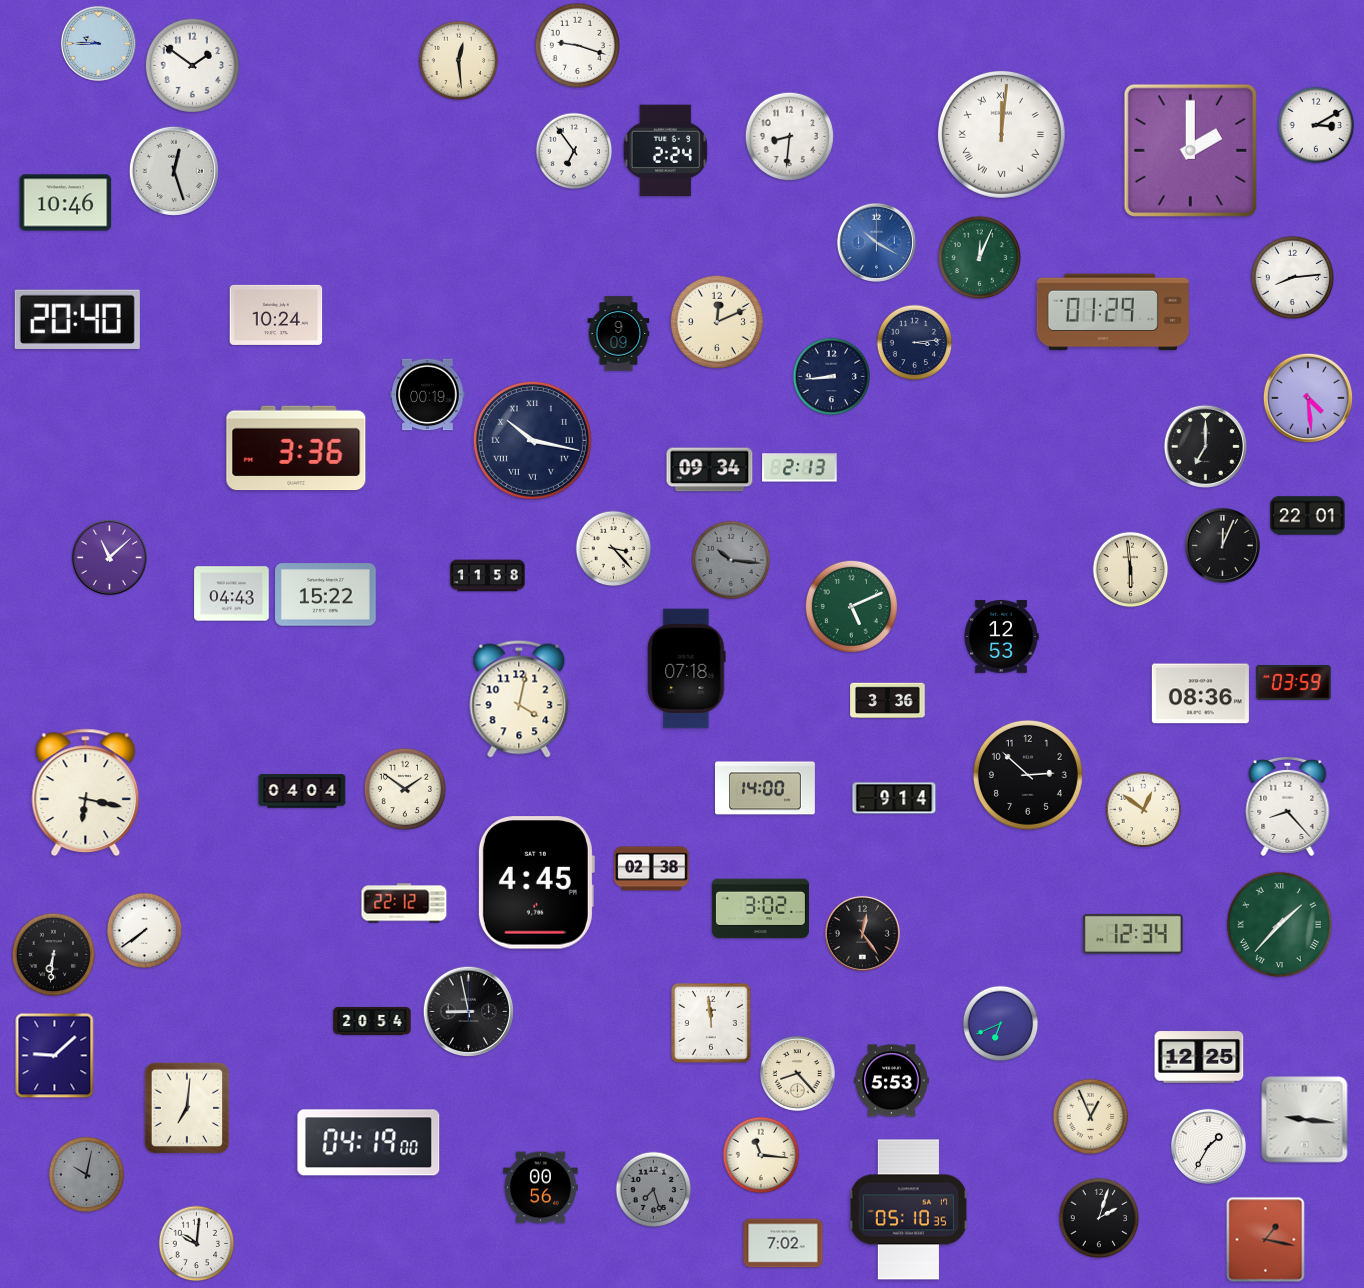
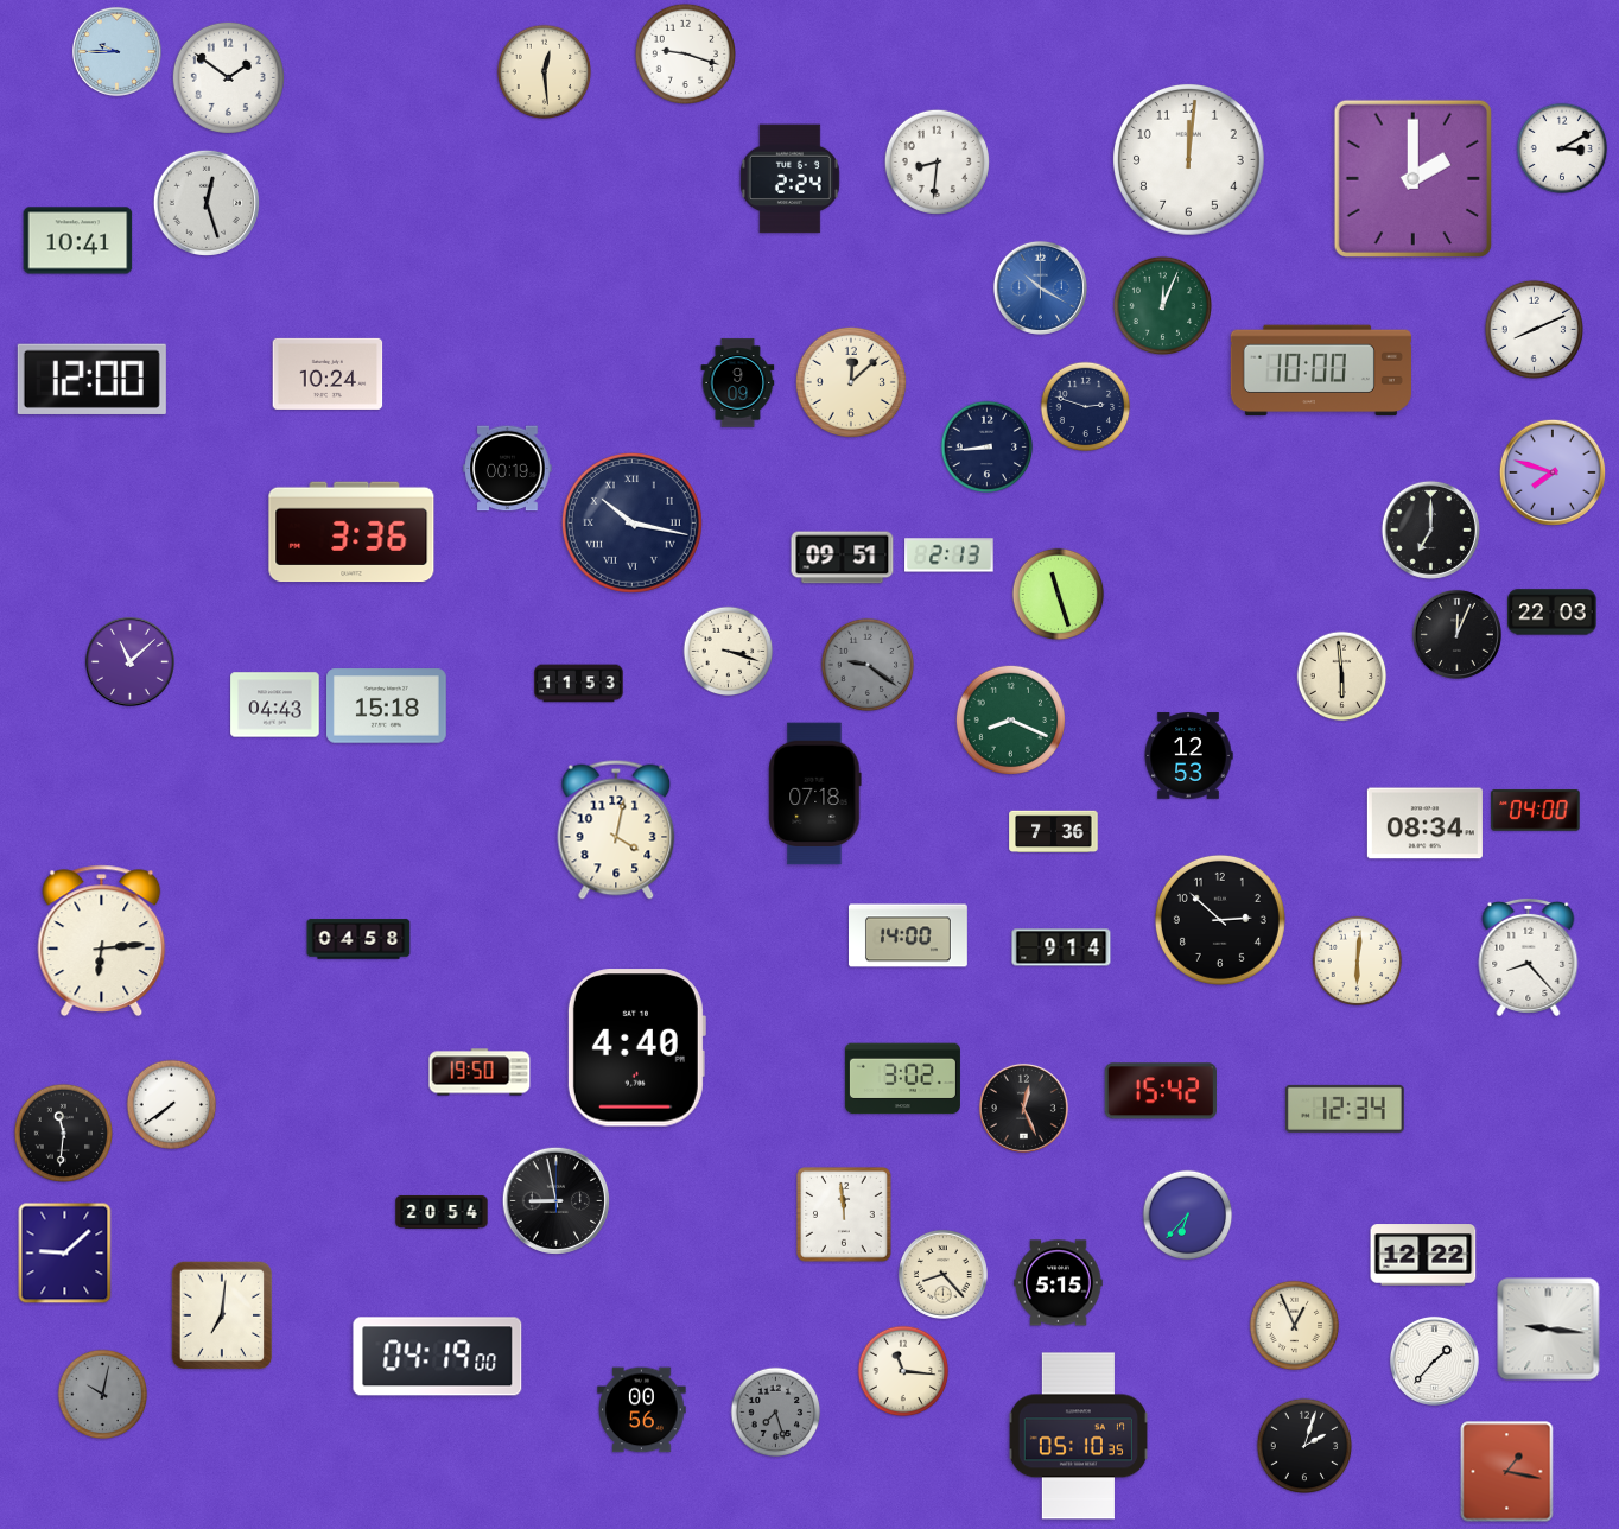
clock at (1001, 134) numerals: Roman -> Arabic
clock at (574, 151): 6:54 -> none
clock at (66, 203): 10:46 -> 10:41
clock at (1293, 278): 8:14 -> 8:11
clock at (1113, 312): 01:29 -> 10:00
clock at (77, 319): 20:40 -> 12:00
clock at (717, 322): 12:11 -> 12:08
clock at (619, 334) position: (619, 334) -> (738, 383)
clock at (915, 343): 3:14 -> 2:48
clock at (1308, 398): 4:29 -> 7:48
clock at (710, 470): 09:34 -> 09:51
clock at (1059, 595): none -> 11:27
clock at (1308, 516): 22:01 -> 22:03
clock at (1222, 545) position: (1222, 545) -> (1456, 634)
clock at (614, 549): 3:23 -> 3:18
clock at (731, 560): 10:16 -> 9:21
clock at (488, 576): 11:58 -> 11:53
clock at (326, 595): 15:22 -> 15:18
clock at (851, 606): 5:11 -> 8:19
clock at (1294, 683): 03:59 -> 04:00
clock at (1200, 694): 08:36 -> 08:34
clock at (888, 701): 3:36 -> 7:36
clock at (405, 789): 1:51 -> none
clock at (302, 791): 04:04 -> 04:58
clock at (86, 793): 6:17 -> 6:14
clock at (1144, 810): 12:51 -> 6:01
clock at (652, 869): 02:38 -> none
clock at (536, 883): 4:45 -> 4:40
clock at (404, 903): 22:12 -> 19:50
clock at (1161, 1091): none -> 15:42
clock at (1279, 924): 1:37 -> none
clock at (862, 933): 12:24 -> 12:26
clock at (54, 955): 6:31 -> 11:31
clock at (1001, 1024): 6:41 -> 6:37
clock at (1199, 1057): 12:25 -> 12:22
clock at (797, 1073) position: (797, 1073) -> (942, 1274)
clock at (892, 1081): 5:53 -> 5:15
clock at (1208, 1146): 1:35 -> 1:37
clock at (1266, 1240) position: (1266, 1240) -> (1507, 1472)
clock at (783, 1243): 7:02 -> none
clock at (197, 1244): 10:01 -> none
